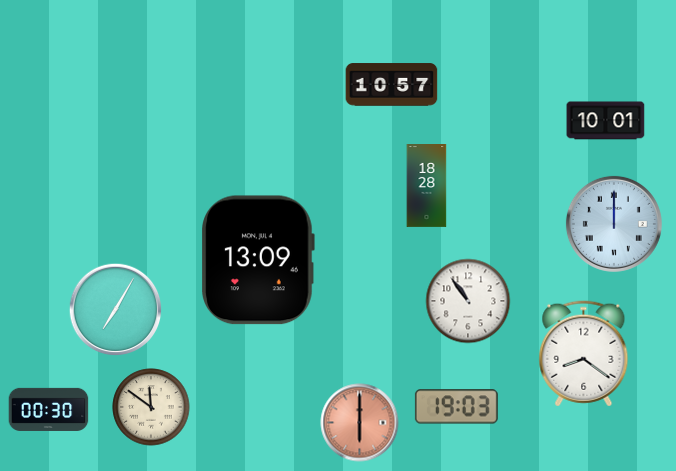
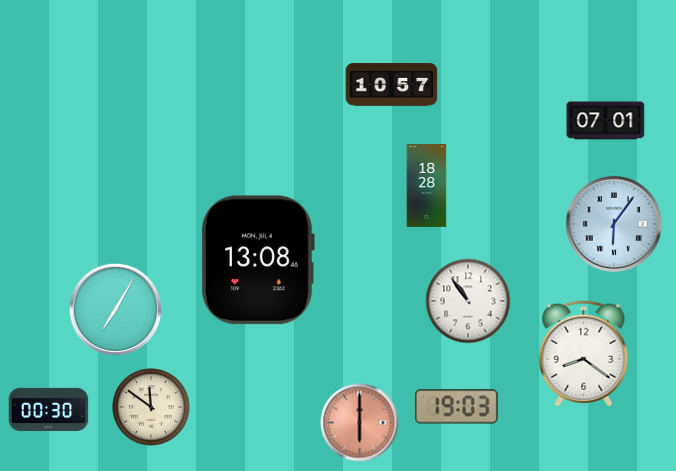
clock at (606, 121): 10:01 -> 07:01
clock at (614, 224): 12:00 -> 6:06
clock at (258, 260): 13:09 -> 13:08
